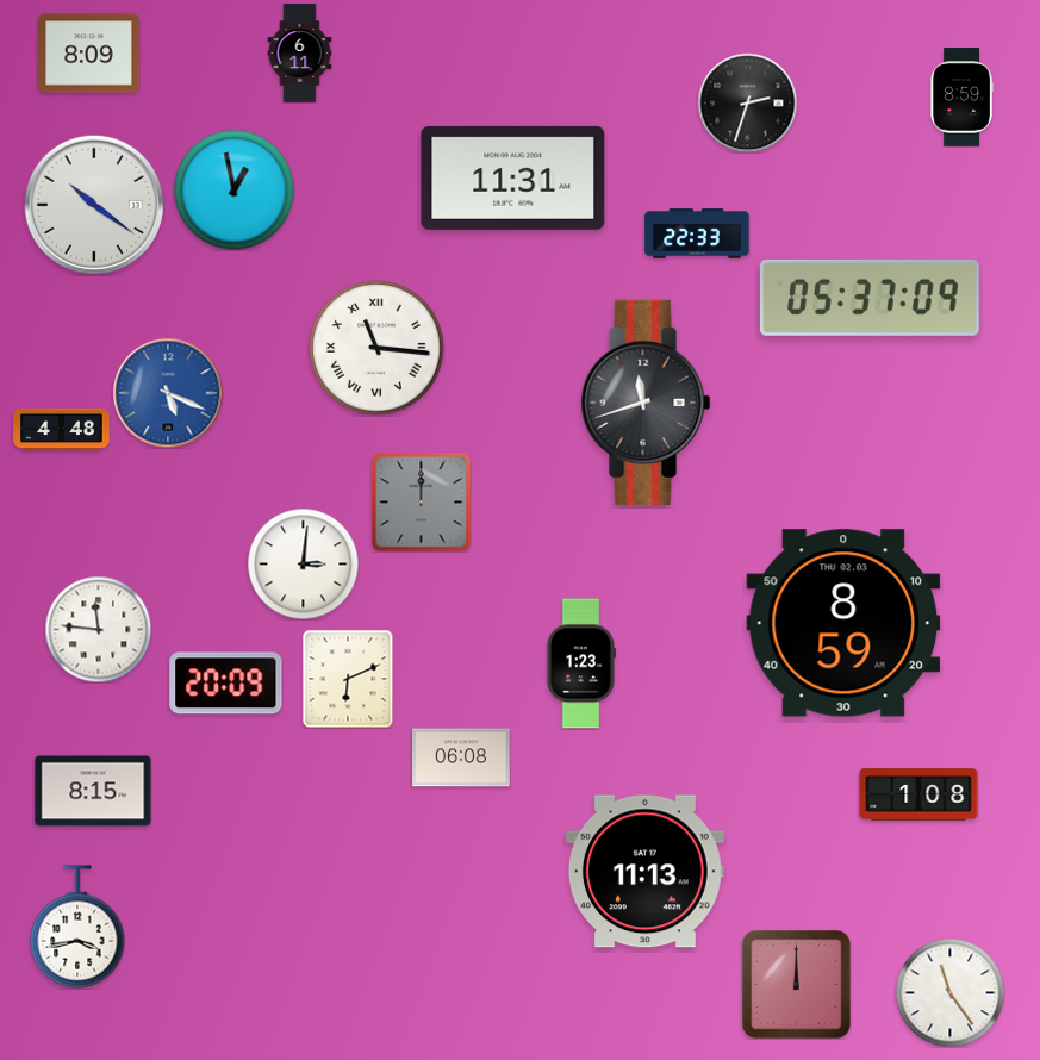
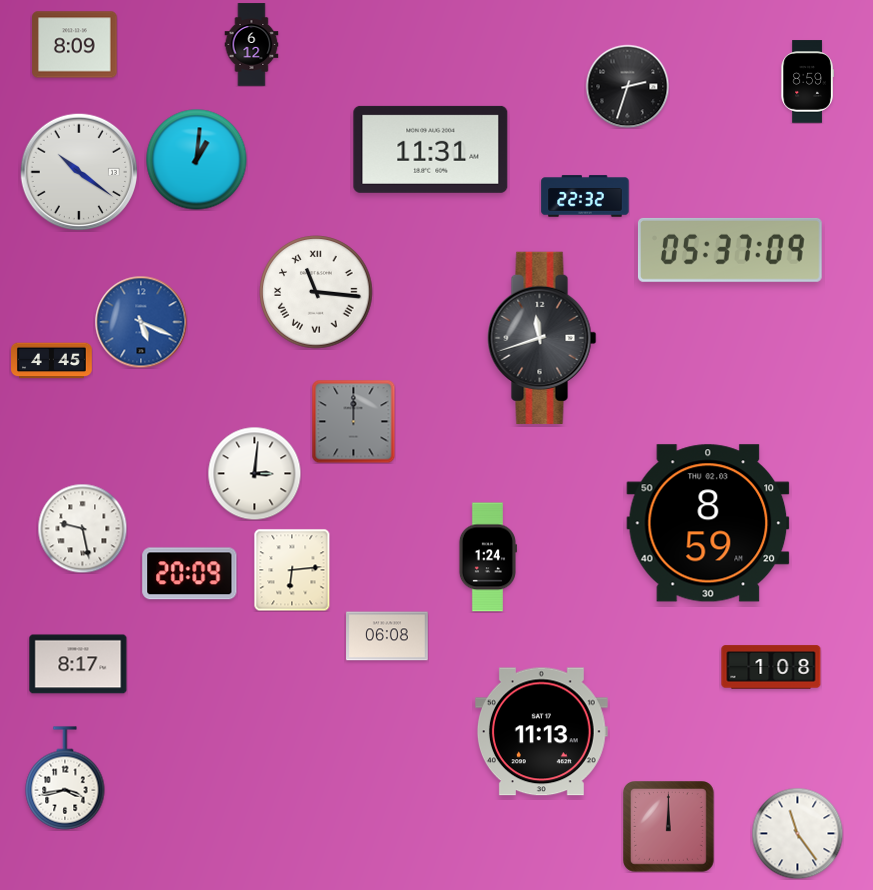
clock at (300, 54): 6:11 -> 6:12
clock at (235, 191): 12:58 -> 1:01
clock at (697, 233): 22:33 -> 22:32
clock at (168, 393) position: (168, 393) -> (141, 322)
clock at (62, 430): 4:48 -> 4:45
clock at (98, 629): 11:46 -> 9:28
clock at (580, 663): 1:23 -> 1:24
clock at (348, 679): 6:11 -> 6:14
clock at (93, 791): 8:15 -> 8:17
